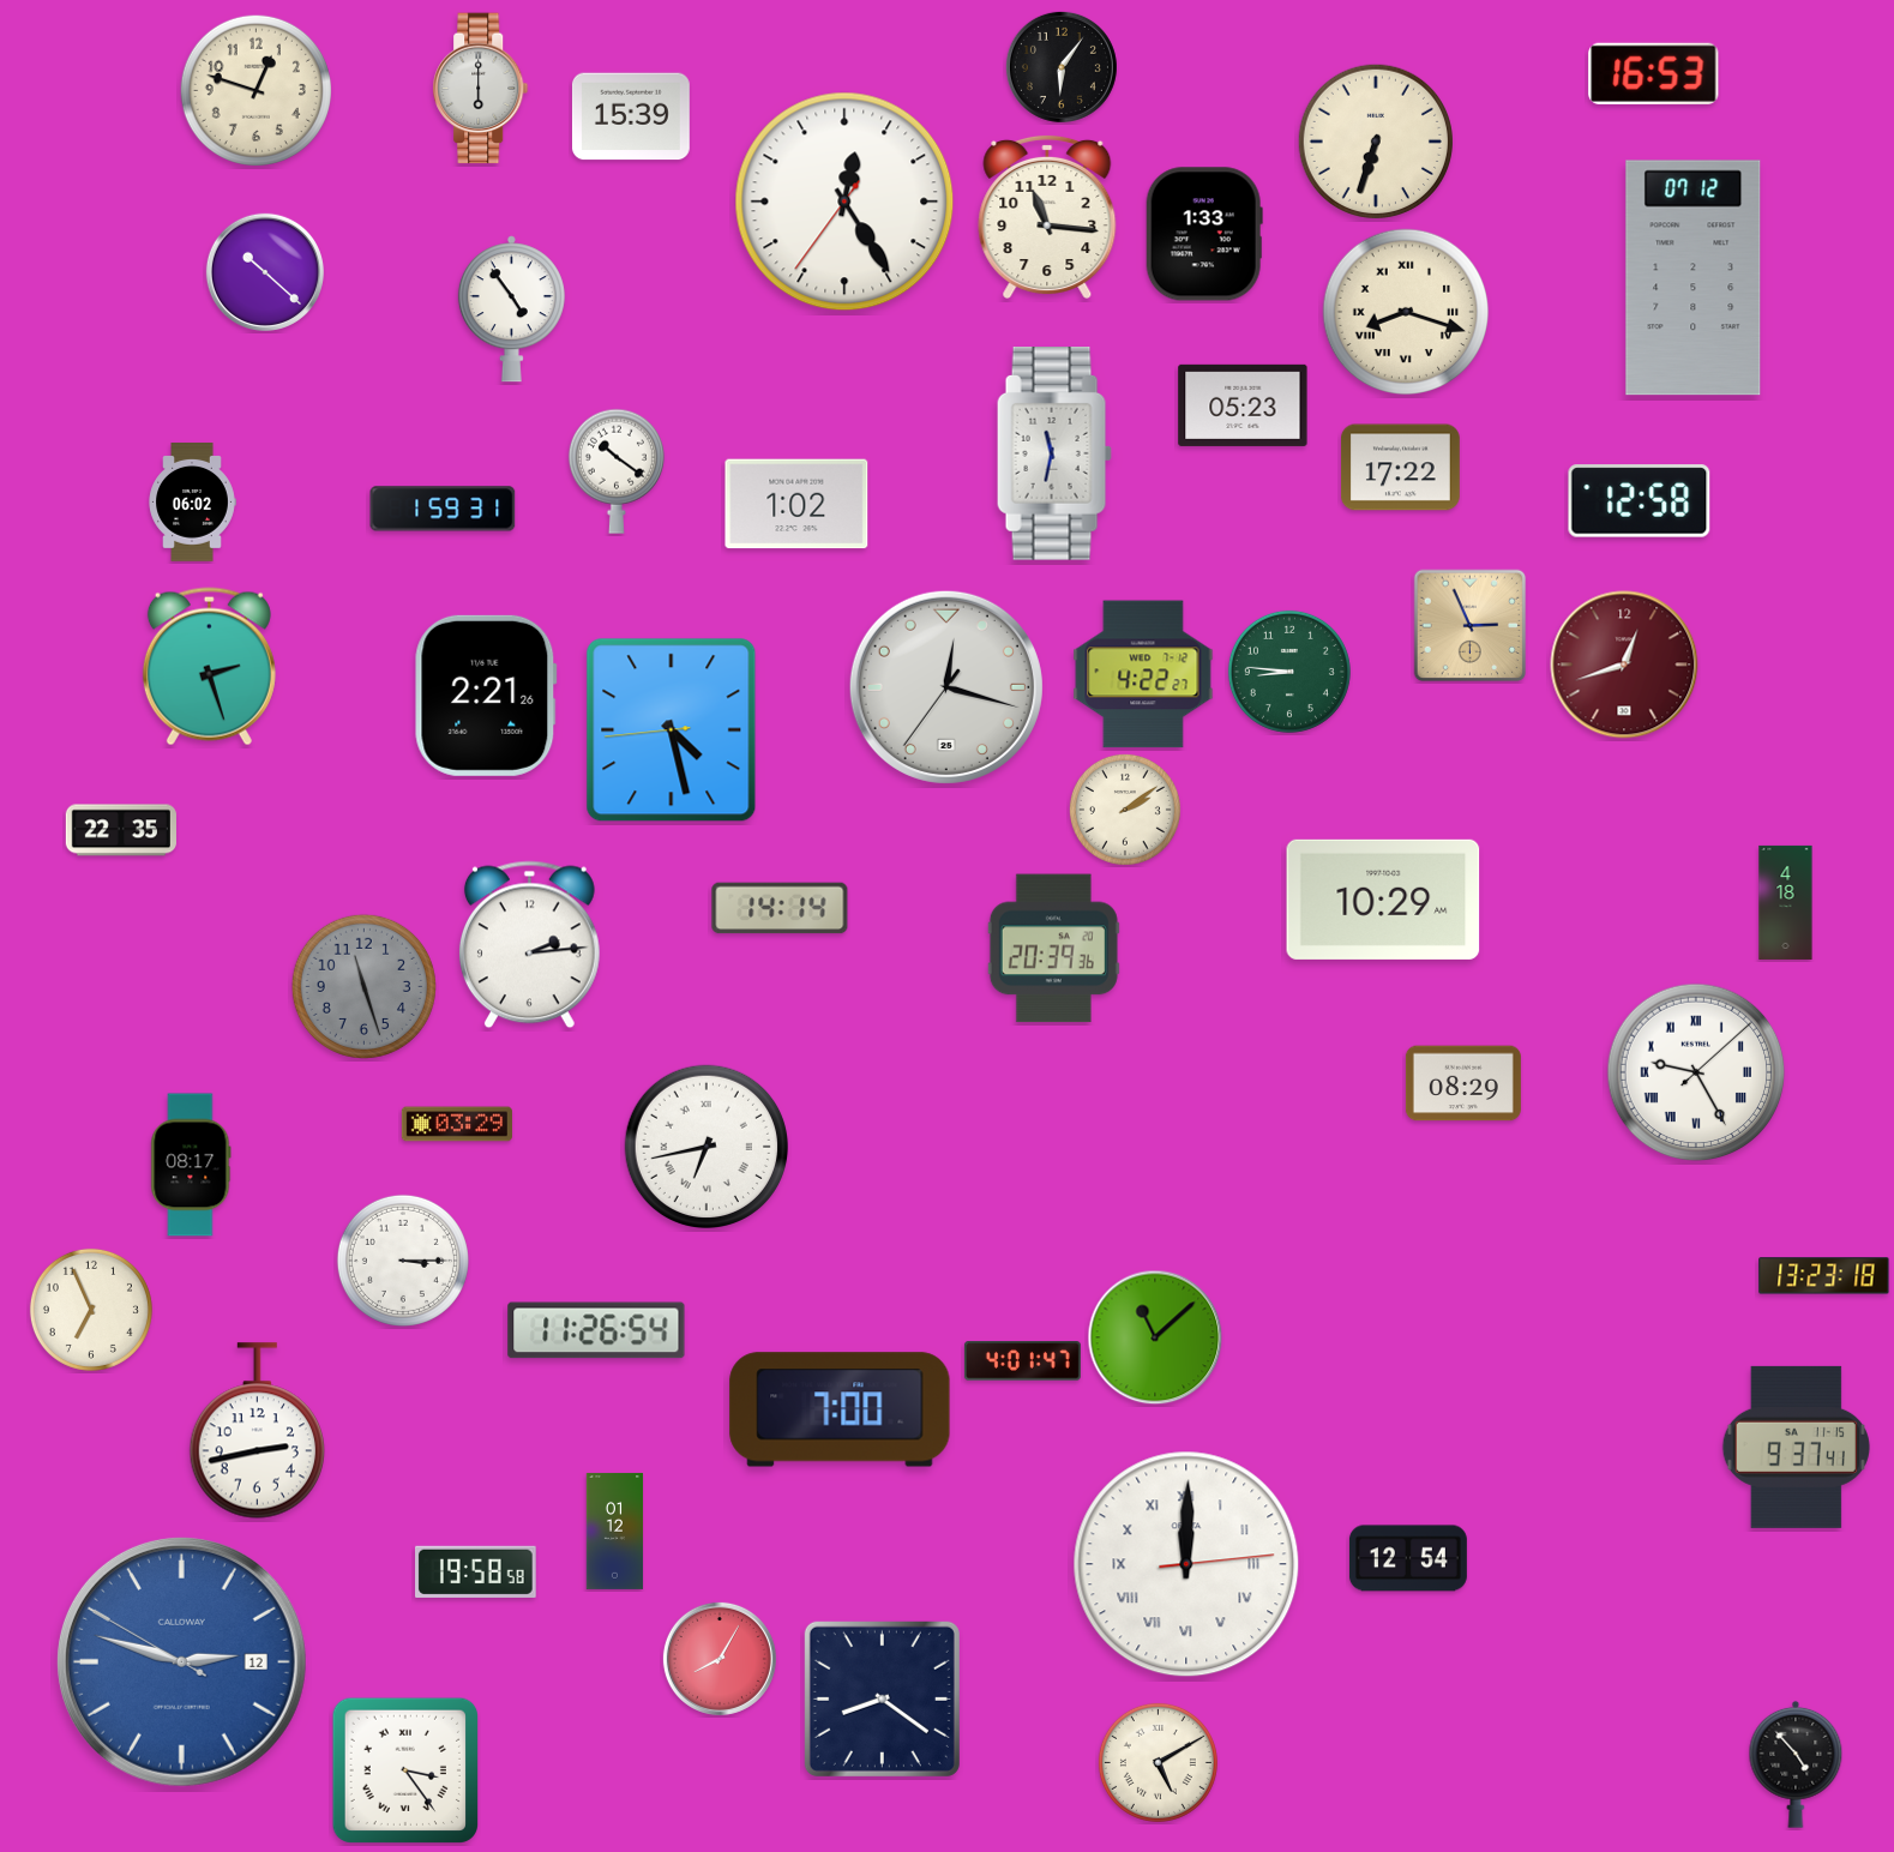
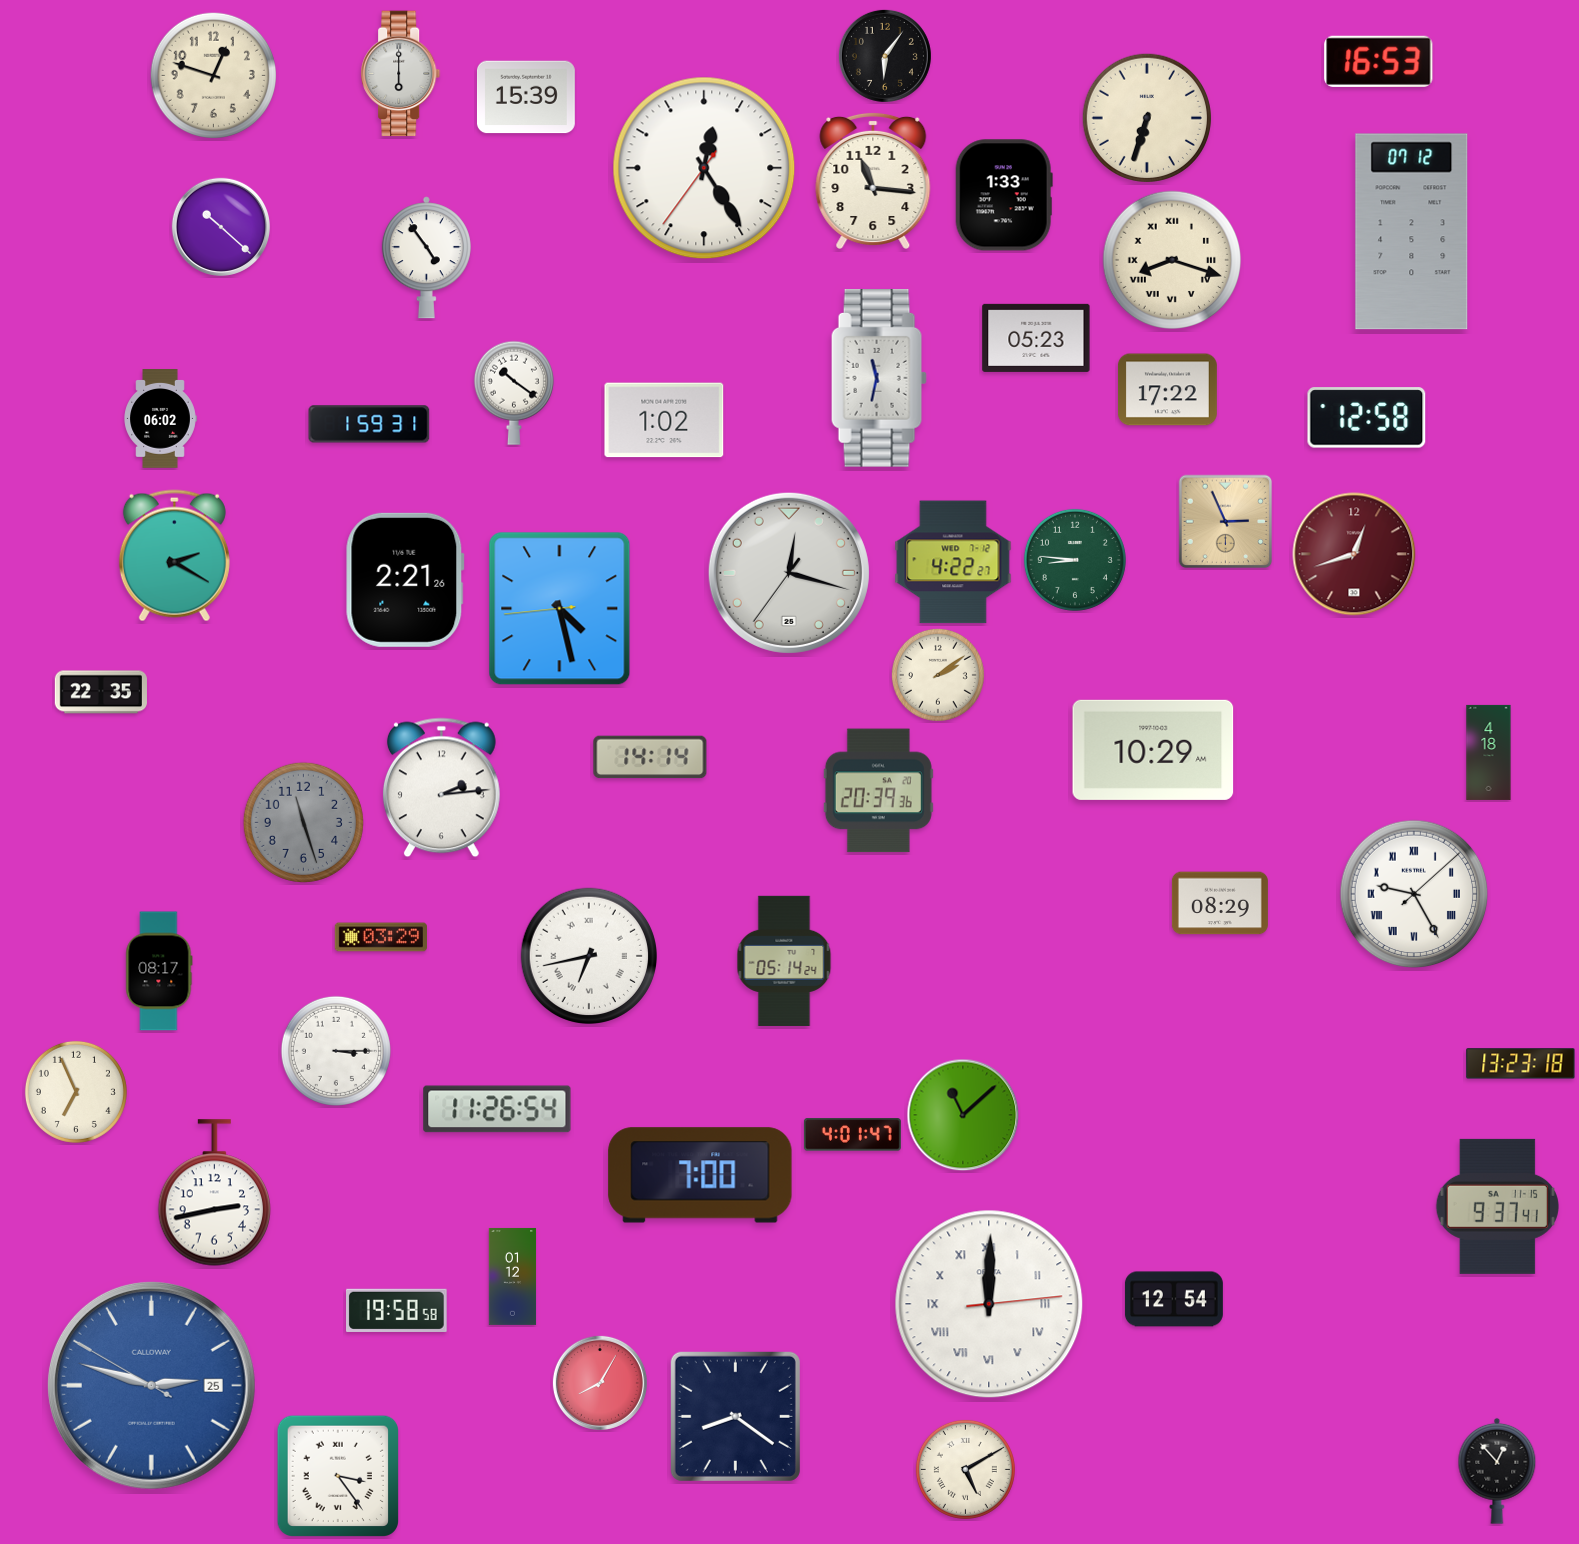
clock at (209, 667): 2:27 -> 2:20
clock at (784, 961): none -> 05:14
clock at (181, 1661) date: 12 -> 25
clock at (1796, 1764): 4:53 -> 12:53
